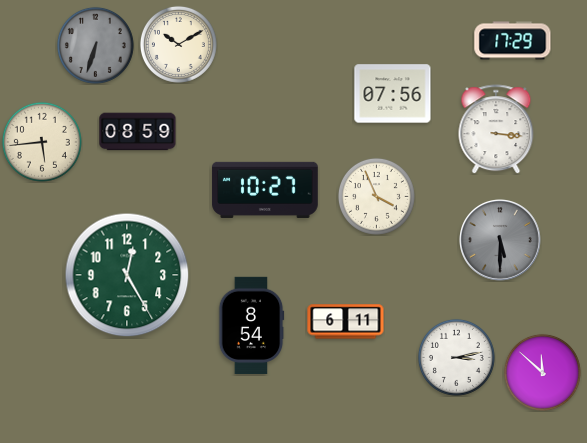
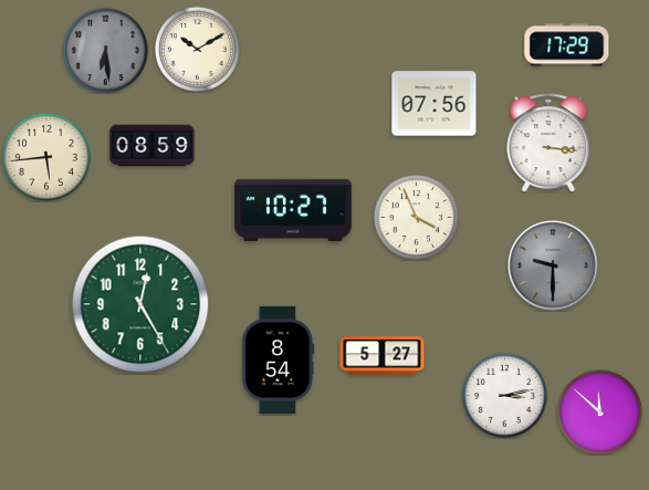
clock at (95, 45): 6:33 -> 6:29
clock at (501, 241): 5:30 -> 9:30
clock at (346, 322): 6:11 -> 5:27
